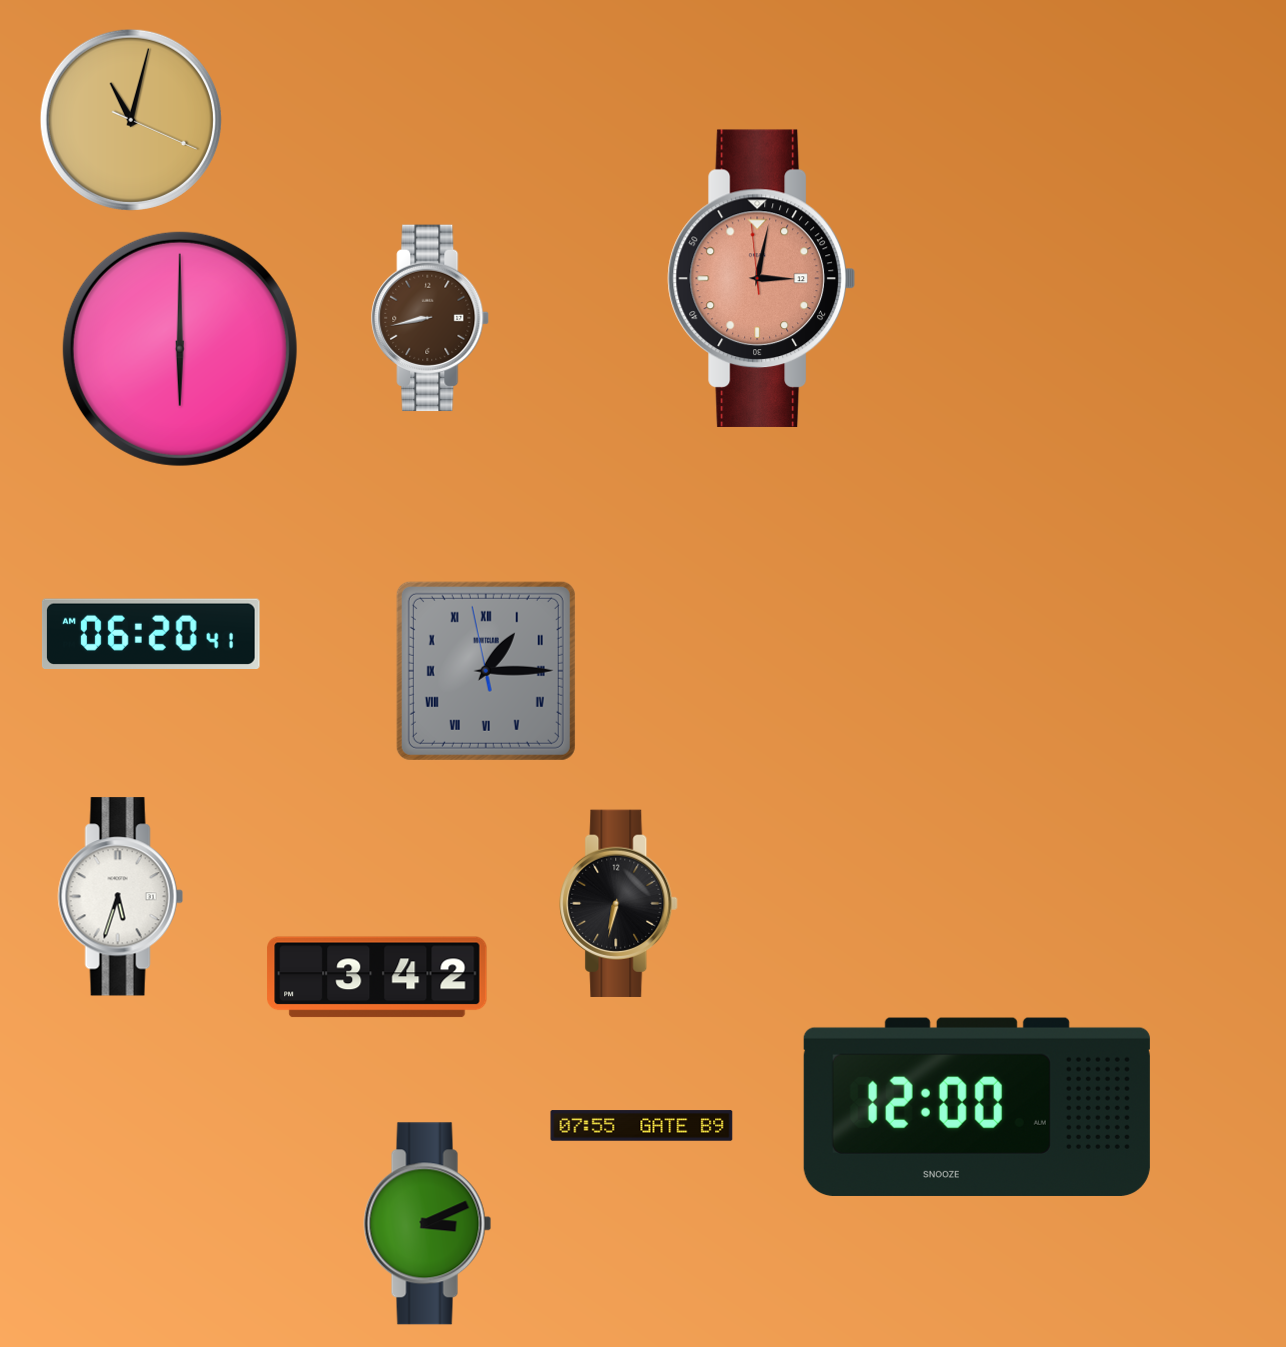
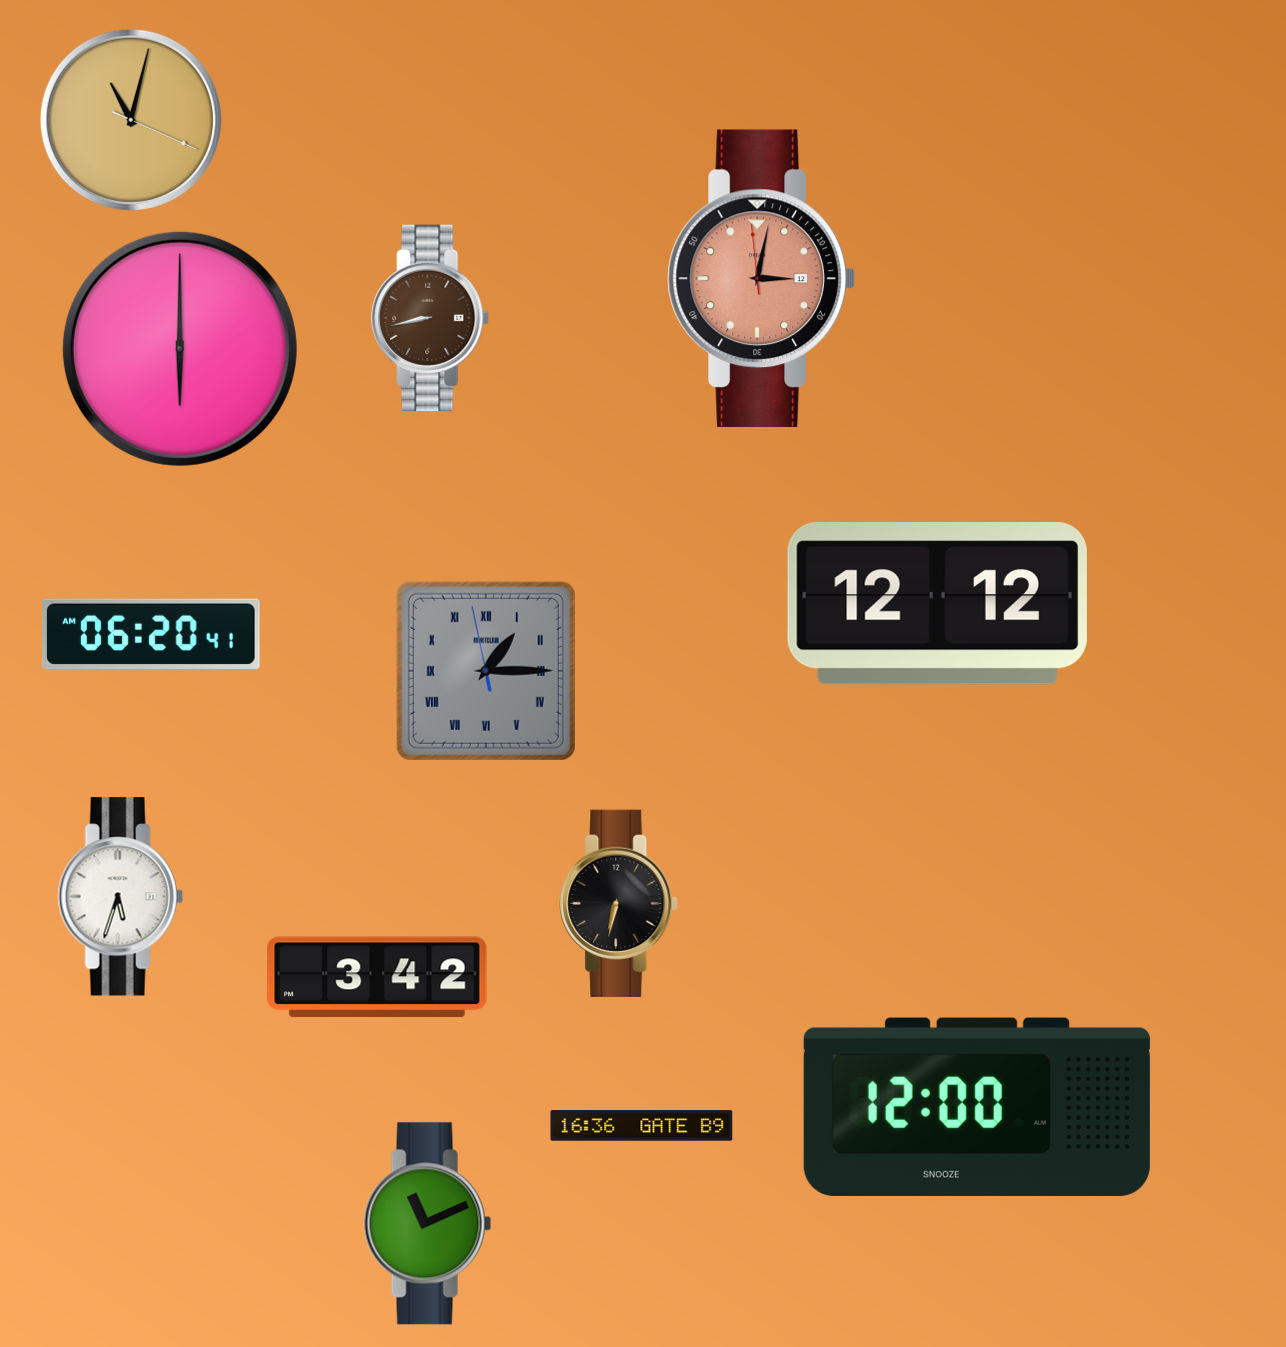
clock at (937, 604): none -> 12:12
clock at (642, 1126): 07:55 -> 16:36
clock at (428, 1224): 3:11 -> 11:11
